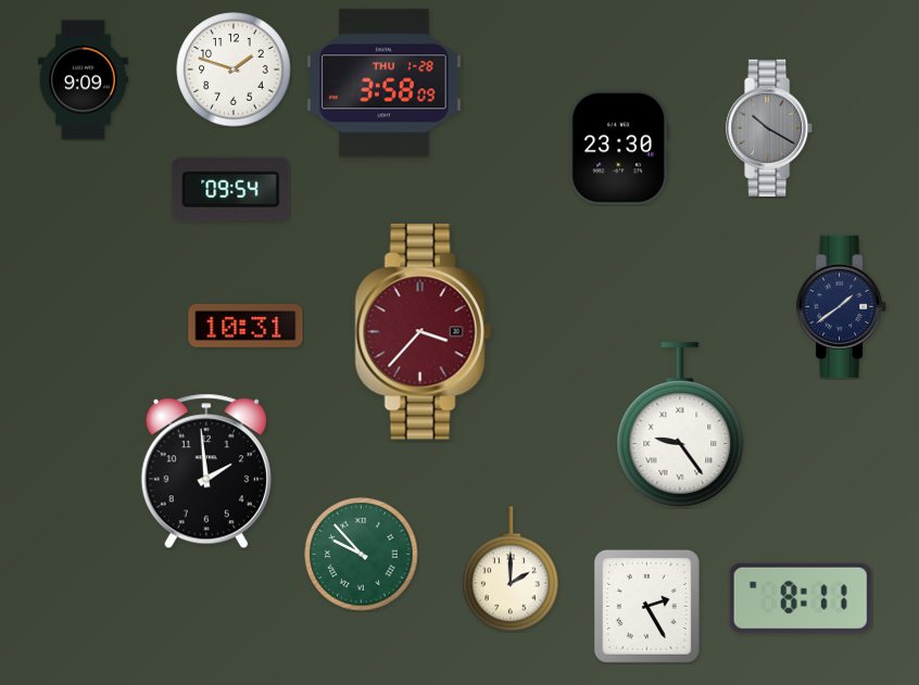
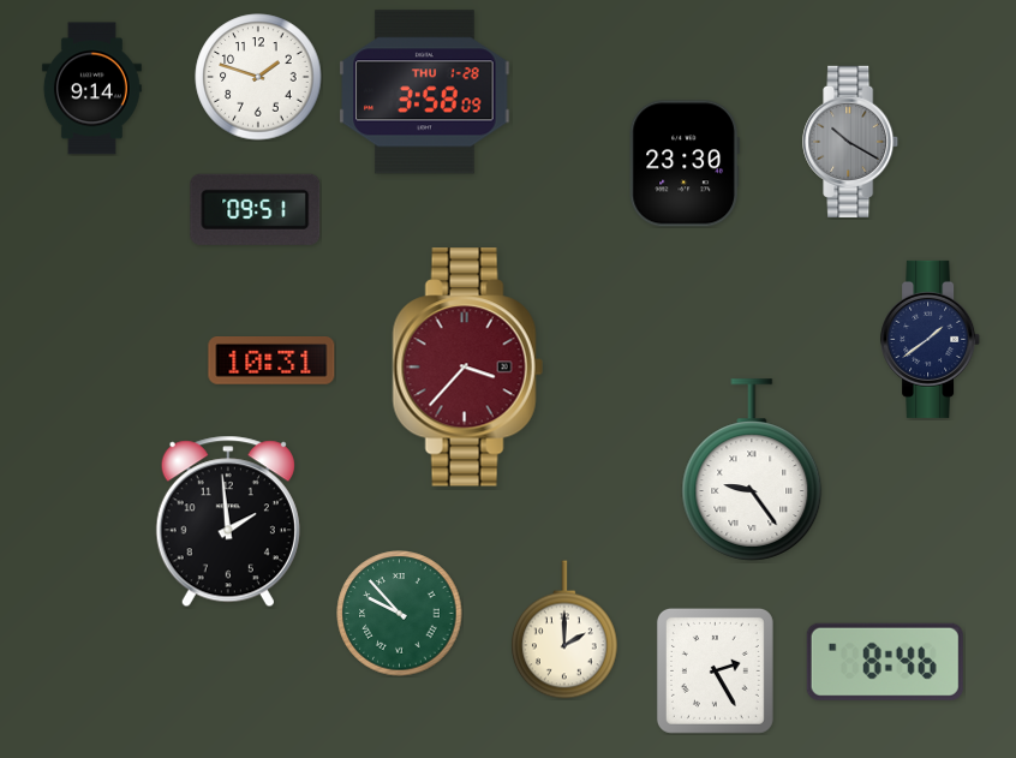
clock at (83, 80): 9:09 -> 9:14
clock at (231, 189): 09:54 -> 09:51
clock at (801, 598): 8:11 -> 8:46
